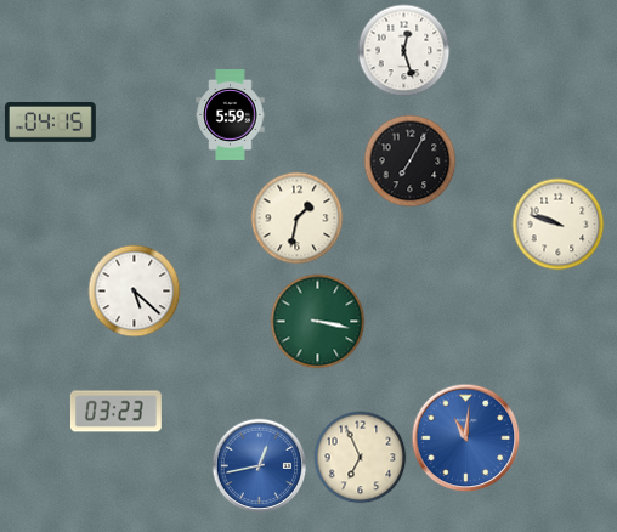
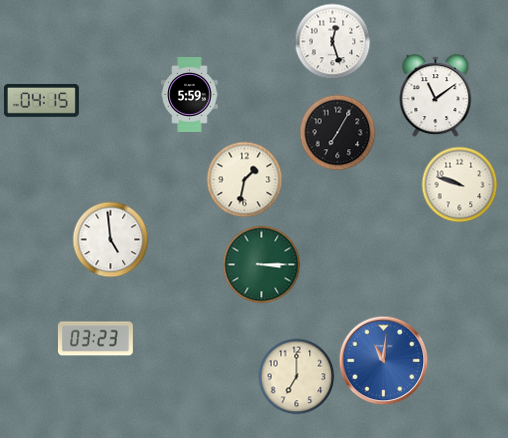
clock at (436, 96): none -> 11:09
clock at (135, 292): 5:22 -> 4:59
clock at (318, 322): 3:17 -> 3:15
clock at (361, 458): 6:56 -> 7:00
clock at (260, 466): 12:43 -> none
